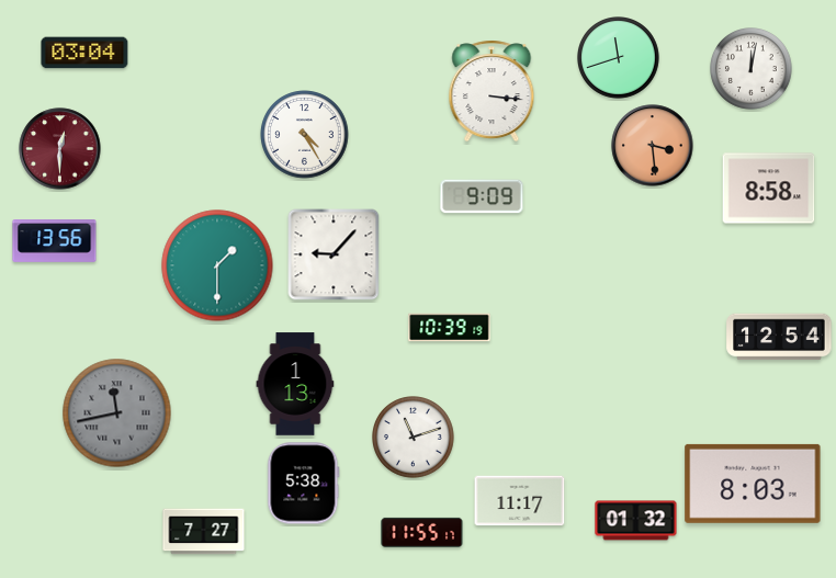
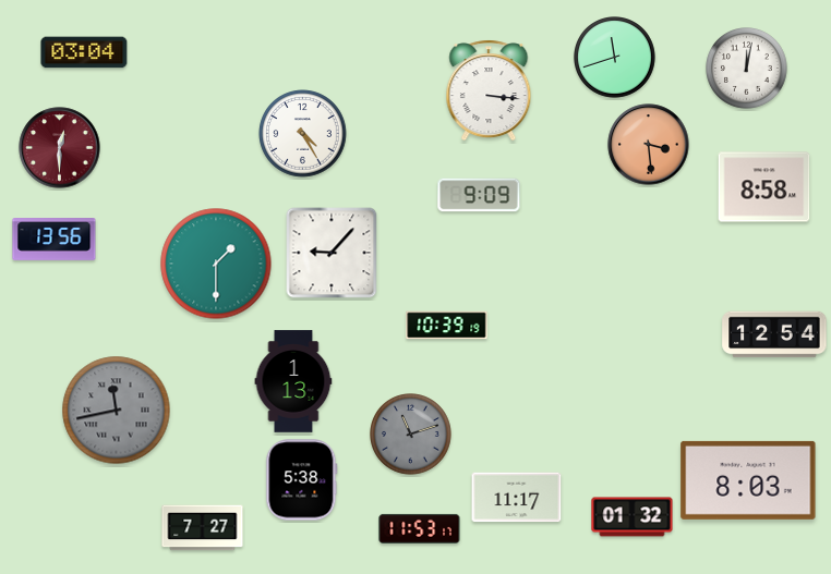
clock at (414, 438) dial: white -> grey
clock at (422, 532): 11:55 -> 11:53
